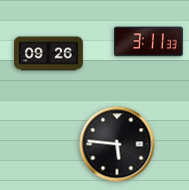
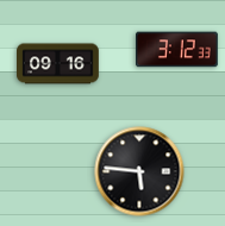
clock at (149, 42): 3:11 -> 3:12
clock at (49, 54): 09:26 -> 09:16
